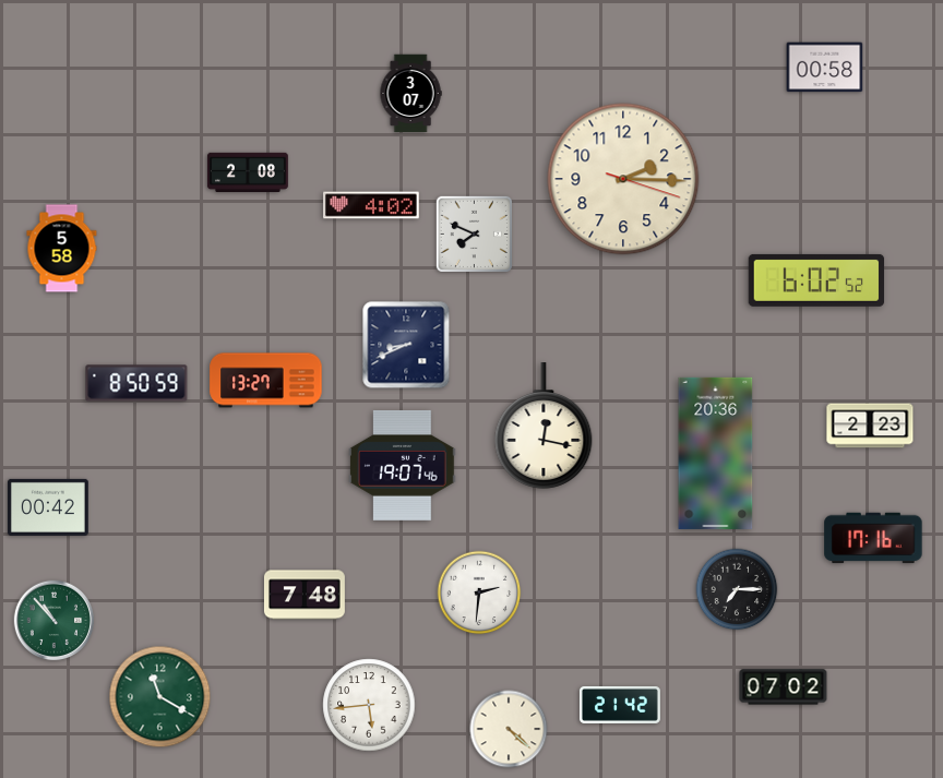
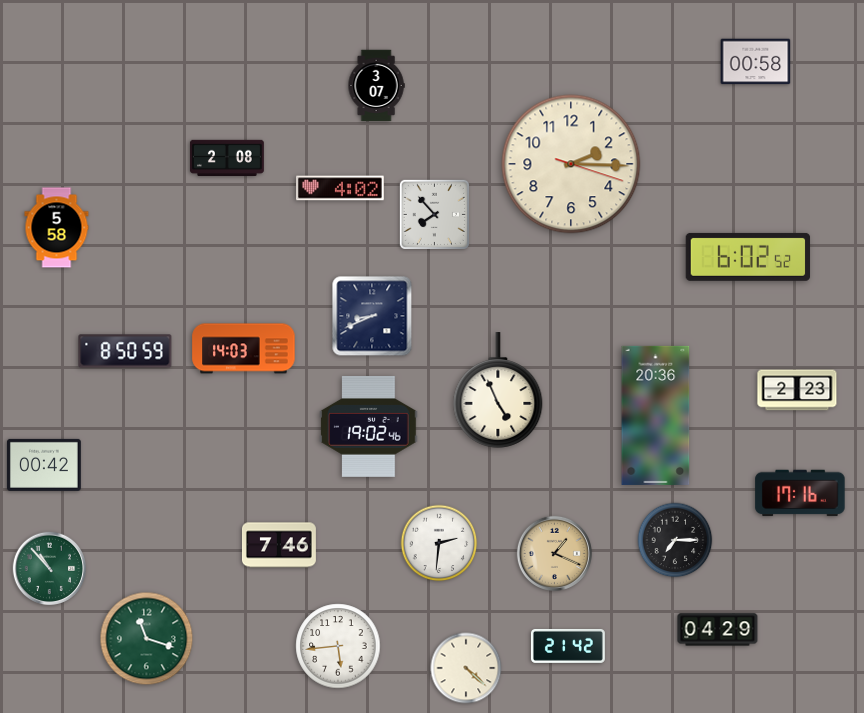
clock at (474, 234): 7:49 -> 7:53
clock at (266, 381): 13:27 -> 14:03
clock at (544, 426): 12:17 -> 4:56
clock at (403, 465): 19:07 -> 19:02
clock at (305, 595): 7:48 -> 7:46
clock at (554, 553): none -> 1:19
clock at (784, 687): 07:02 -> 04:29
clock at (160, 697): 11:20 -> 11:18
